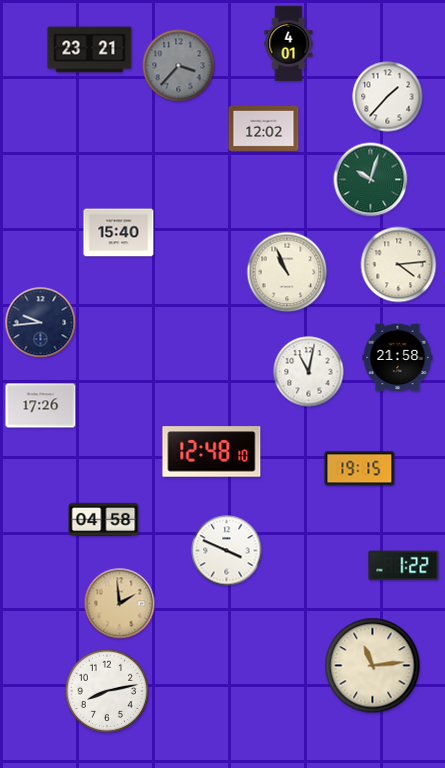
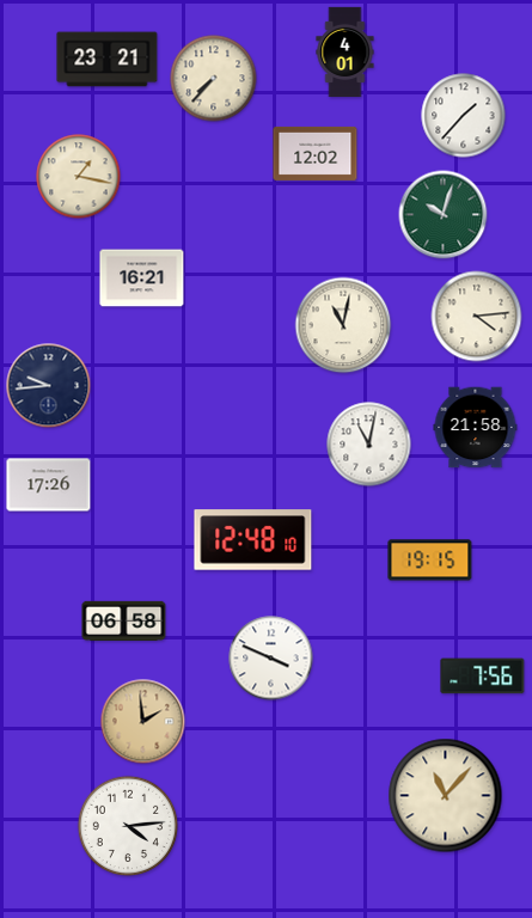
clock at (179, 66): 3:37 -> 7:37
clock at (179, 66) dial: grey -> cream
clock at (79, 177): none -> 1:17
clock at (119, 233): 15:40 -> 16:21
clock at (287, 272): 10:56 -> 11:02
clock at (104, 520): 04:58 -> 06:58
clock at (404, 566): 1:22 -> 7:56
clock at (373, 666): 11:14 -> 11:07
clock at (107, 691): 8:13 -> 4:14
